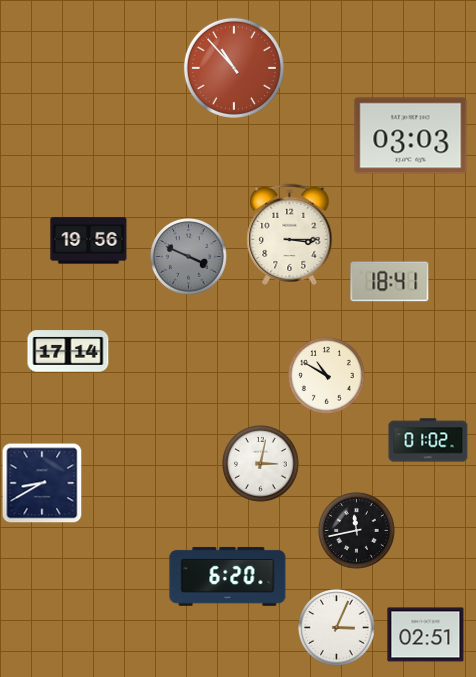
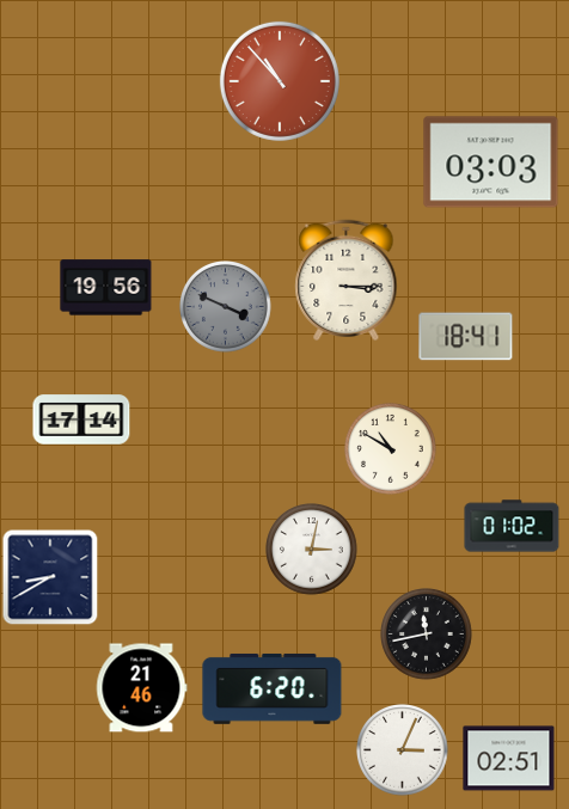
clock at (261, 464) position: (261, 464) -> (312, 550)
clock at (141, 688): none -> 21:46
